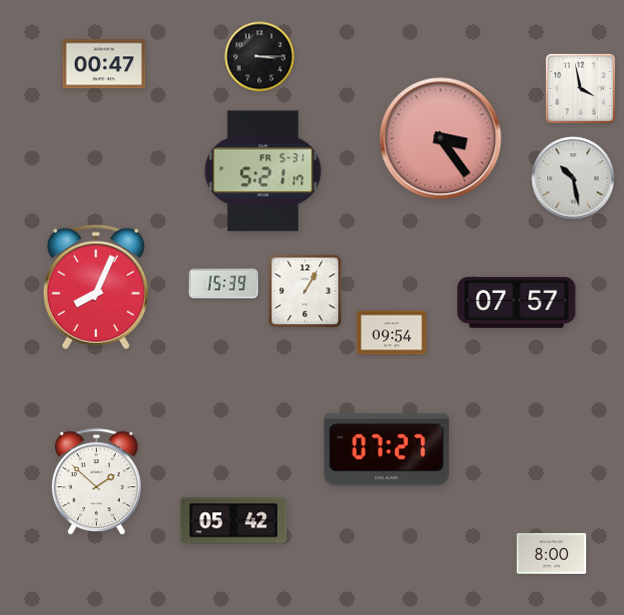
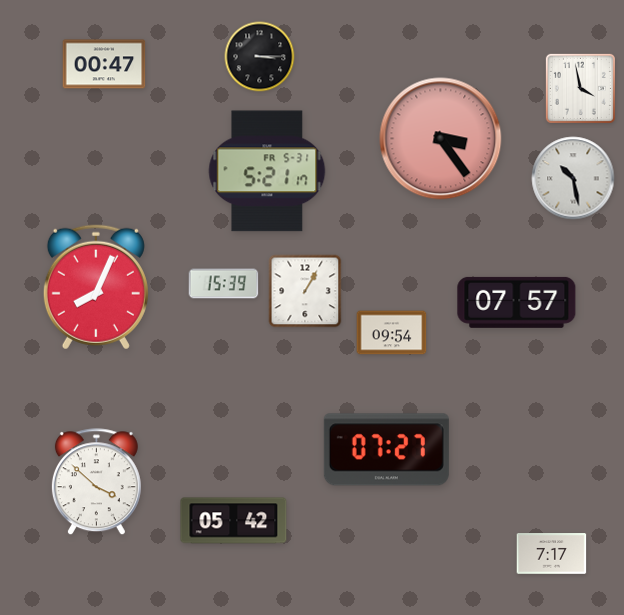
clock at (263, 171) position: (263, 171) -> (267, 171)
clock at (96, 482): 1:52 -> 3:52
clock at (552, 554): 8:00 -> 7:17
